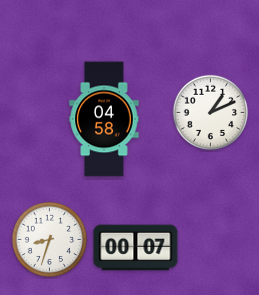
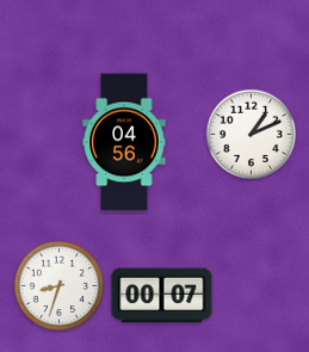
clock at (104, 119): 04:58 -> 04:56
